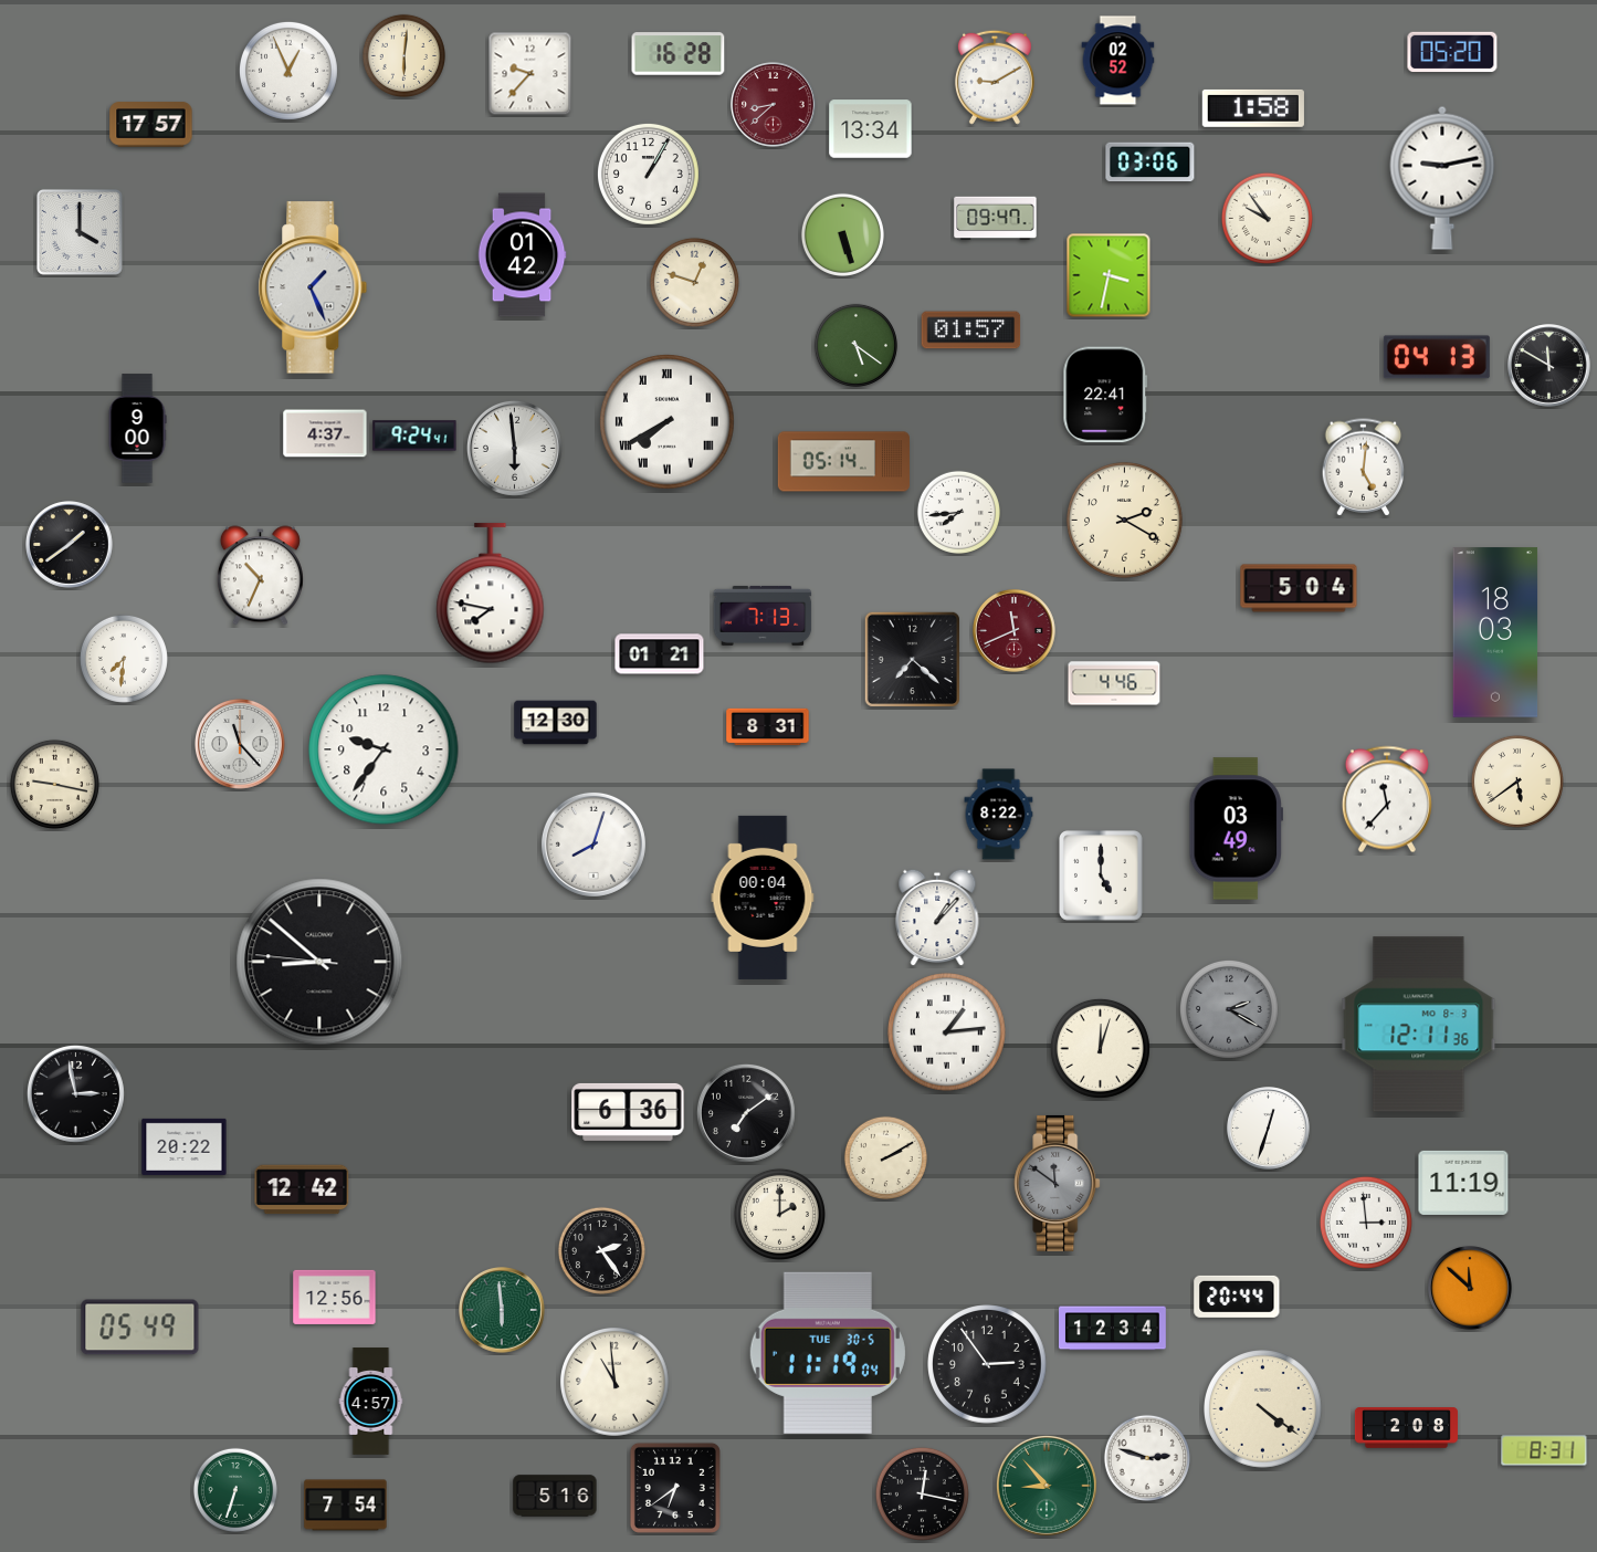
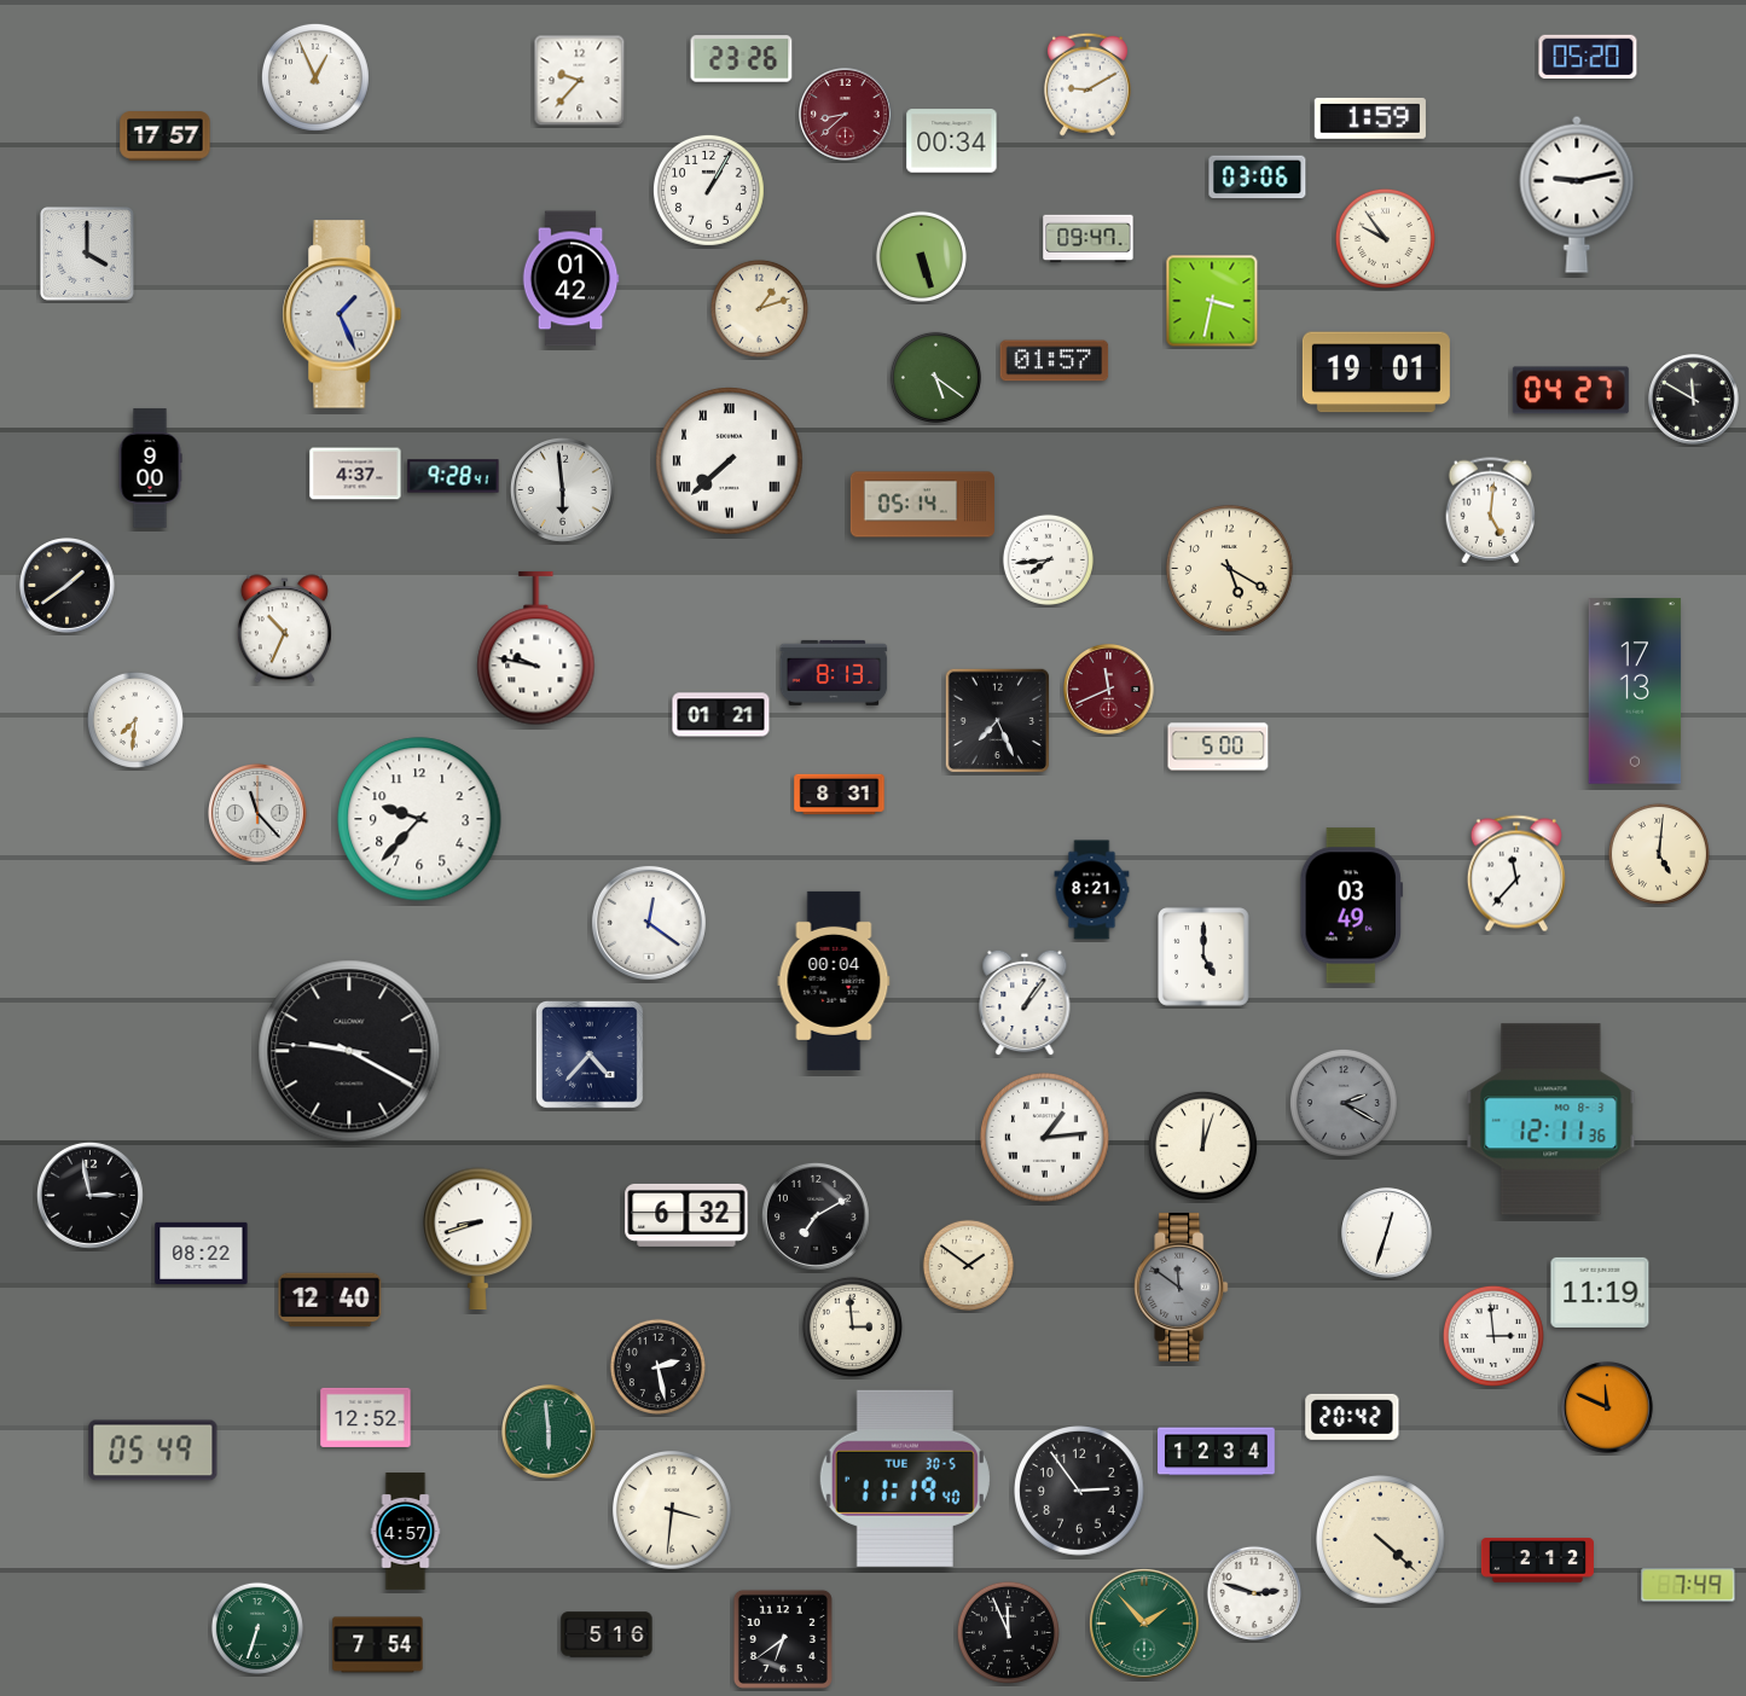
clock at (679, 54): 16:28 -> 23:26
clock at (403, 55): 6:01 -> none
clock at (1118, 61): 02:52 -> none
clock at (1253, 108): 1:58 -> 1:59
clock at (871, 129): 13:34 -> 00:34
clock at (694, 282): 12:48 -> 1:12
clock at (971, 331) position: (971, 331) -> (1055, 361)
clock at (1376, 372): none -> 19:01
clock at (1437, 357): 04:13 -> 04:27
clock at (1105, 395): 22:41 -> none
clock at (668, 422): 7:40 -> 7:38
clock at (414, 436): 9:24 -> 9:28
clock at (1125, 521): 2:20 -> 5:20
clock at (70, 545) position: (70, 545) -> (68, 586)
clock at (1299, 588): 5:04 -> none
clock at (491, 594): 7:47 -> 9:47
clock at (763, 616): 7:13 -> 8:13
clock at (1495, 632): 18:03 -> 17:13
clock at (912, 659): 7:22 -> 7:26
clock at (1114, 683): 4:46 -> 5:00
clock at (556, 723): 12:30 -> none
clock at (240, 744) position: (240, 744) -> (257, 813)
clock at (384, 749): 9:36 -> 9:37
clock at (1517, 782): 5:39 -> 5:01
clock at (54, 784): 9:17 -> none
clock at (999, 815): 8:22 -> 8:21
clock at (593, 845): 8:03 -> 12:21
clock at (937, 917): 1:07 -> 1:06
clock at (319, 962): 8:51 -> 9:19
clock at (590, 1055): none -> 4:37
clock at (947, 1032) position: (947, 1032) -> (1045, 1138)
clock at (75, 1093) position: (75, 1093) -> (89, 1195)
clock at (628, 1112): 6:36 -> 6:32
clock at (746, 1113): 7:09 -> 7:10
clock at (478, 1239): none -> 8:42
clock at (185, 1146): 20:22 -> 08:22
clock at (885, 1157): 2:10 -> 1:51
clock at (1058, 1183) position: (1058, 1183) -> (1182, 1286)
clock at (302, 1189): 12:42 -> 12:40
clock at (779, 1214): 2:00 -> 2:59
clock at (601, 1250): 2:24 -> 2:28
clock at (1471, 1289): 11:52 -> 11:49
clock at (335, 1297): 12:56 -> 12:52
clock at (1237, 1297): 20:44 -> 20:42
clock at (828, 1353): 11:19:04 -> 11:19:40
clock at (614, 1382): 10:59 -> 3:31
clock at (1263, 1409): 4:21 -> 4:22
clock at (1406, 1428): 2:08 -> 2:12
clock at (1544, 1450): 8:31 -> 7:49
clock at (1047, 1486): 8:53 -> 1:53
clock at (675, 1488) position: (675, 1488) -> (783, 1639)
clock at (922, 1493): 12:17 -> 11:56
